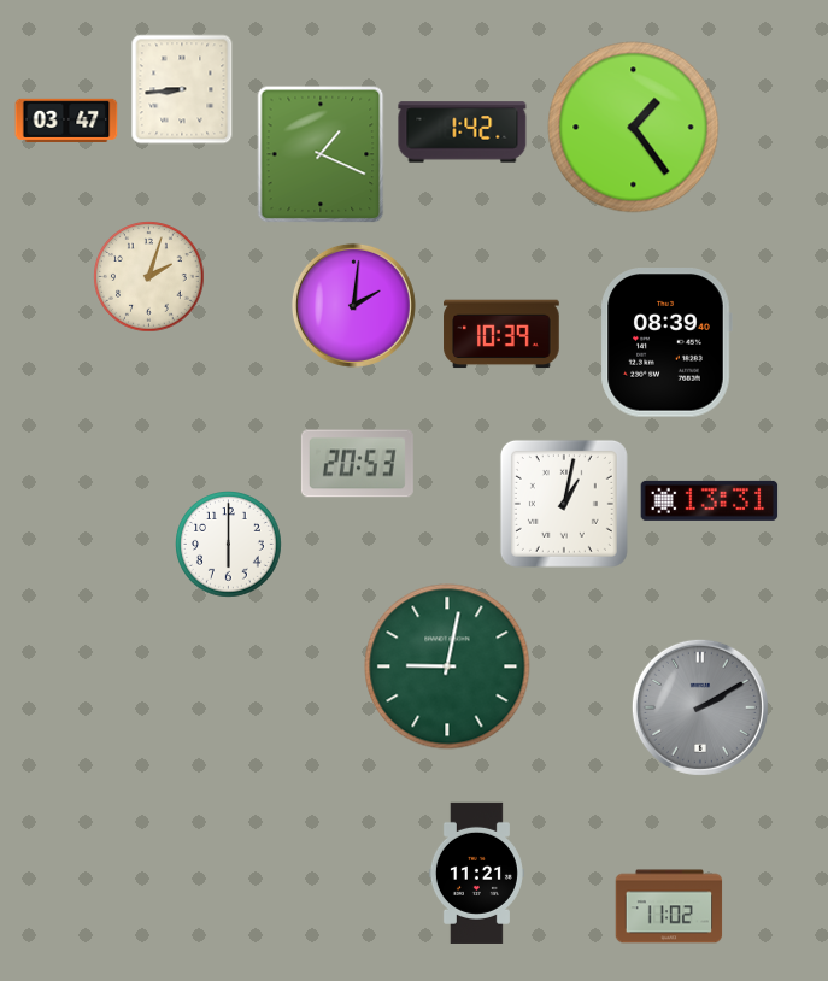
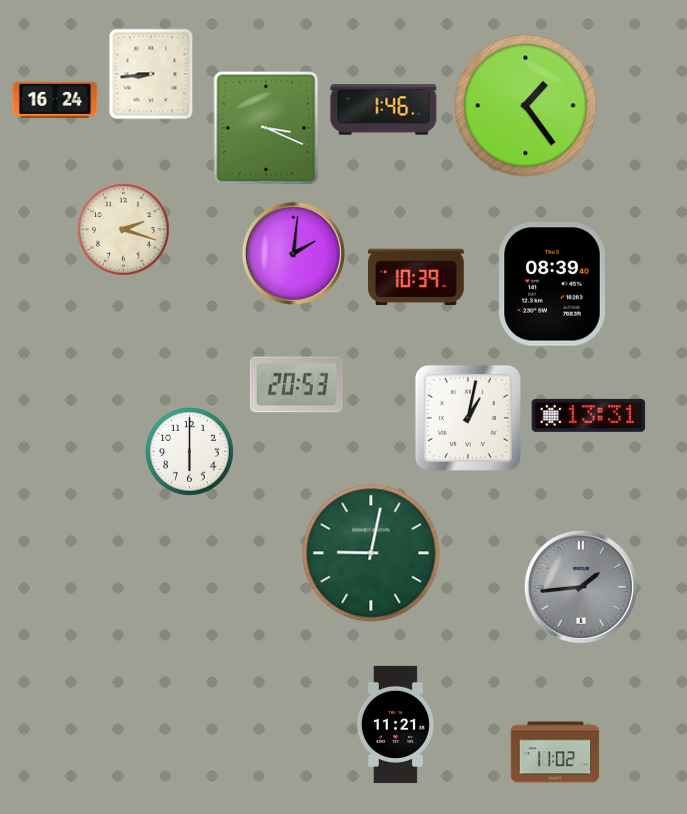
clock at (66, 121): 03:47 -> 16:24
clock at (463, 133): 1:42 -> 1:46
clock at (321, 154): 1:19 -> 3:19
clock at (149, 277): 2:03 -> 2:18
clock at (700, 707): 2:10 -> 1:44
